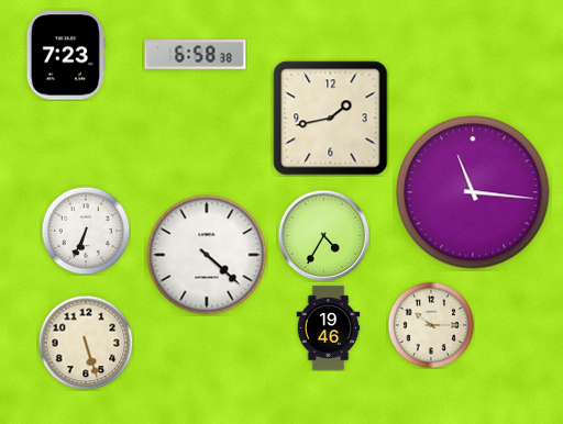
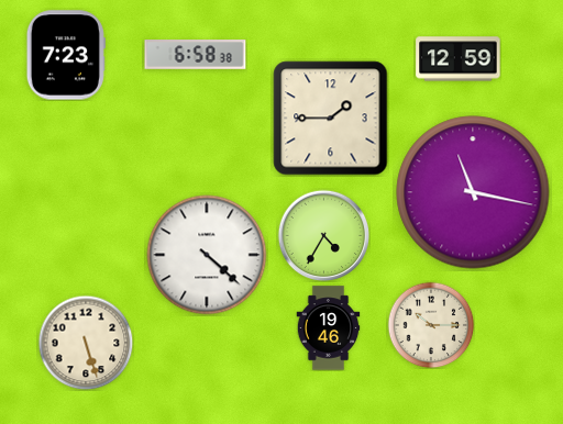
clock at (459, 59): none -> 12:59
clock at (331, 119): 1:43 -> 1:45
clock at (473, 192): 11:16 -> 11:17
clock at (86, 231): 6:34 -> none
